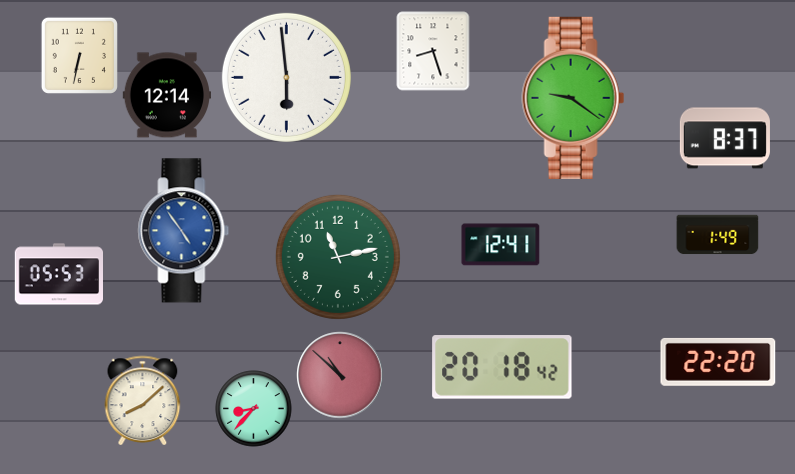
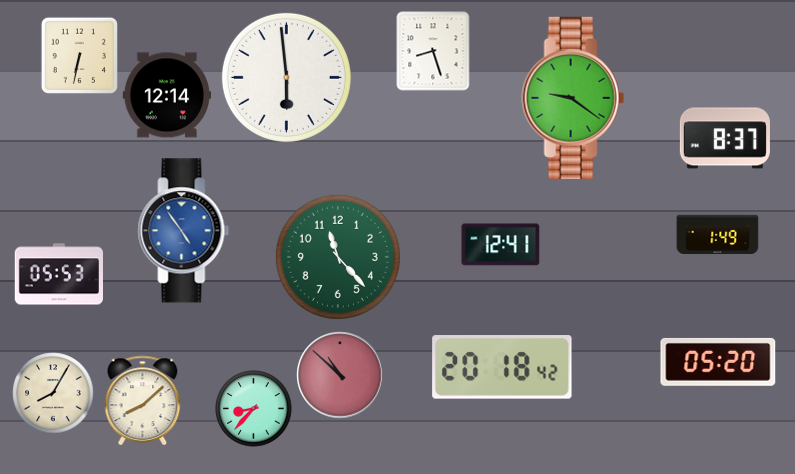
clock at (338, 257): 11:13 -> 11:23
clock at (718, 362): 22:20 -> 05:20
clock at (53, 393): none -> 8:05
